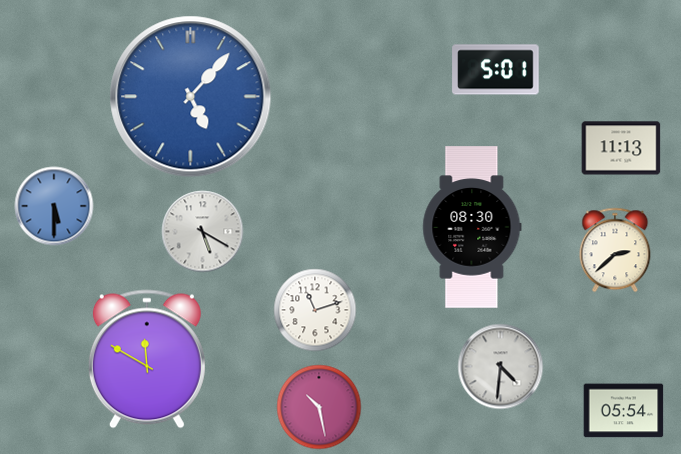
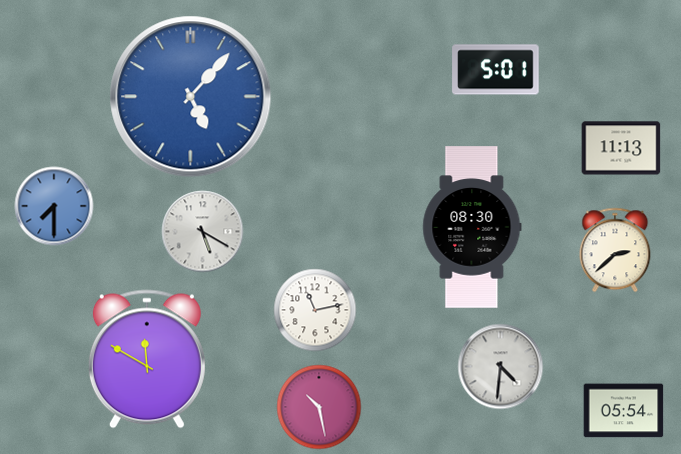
clock at (54, 206): 5:30 -> 7:30
clock at (315, 310): 11:12 -> 11:13
